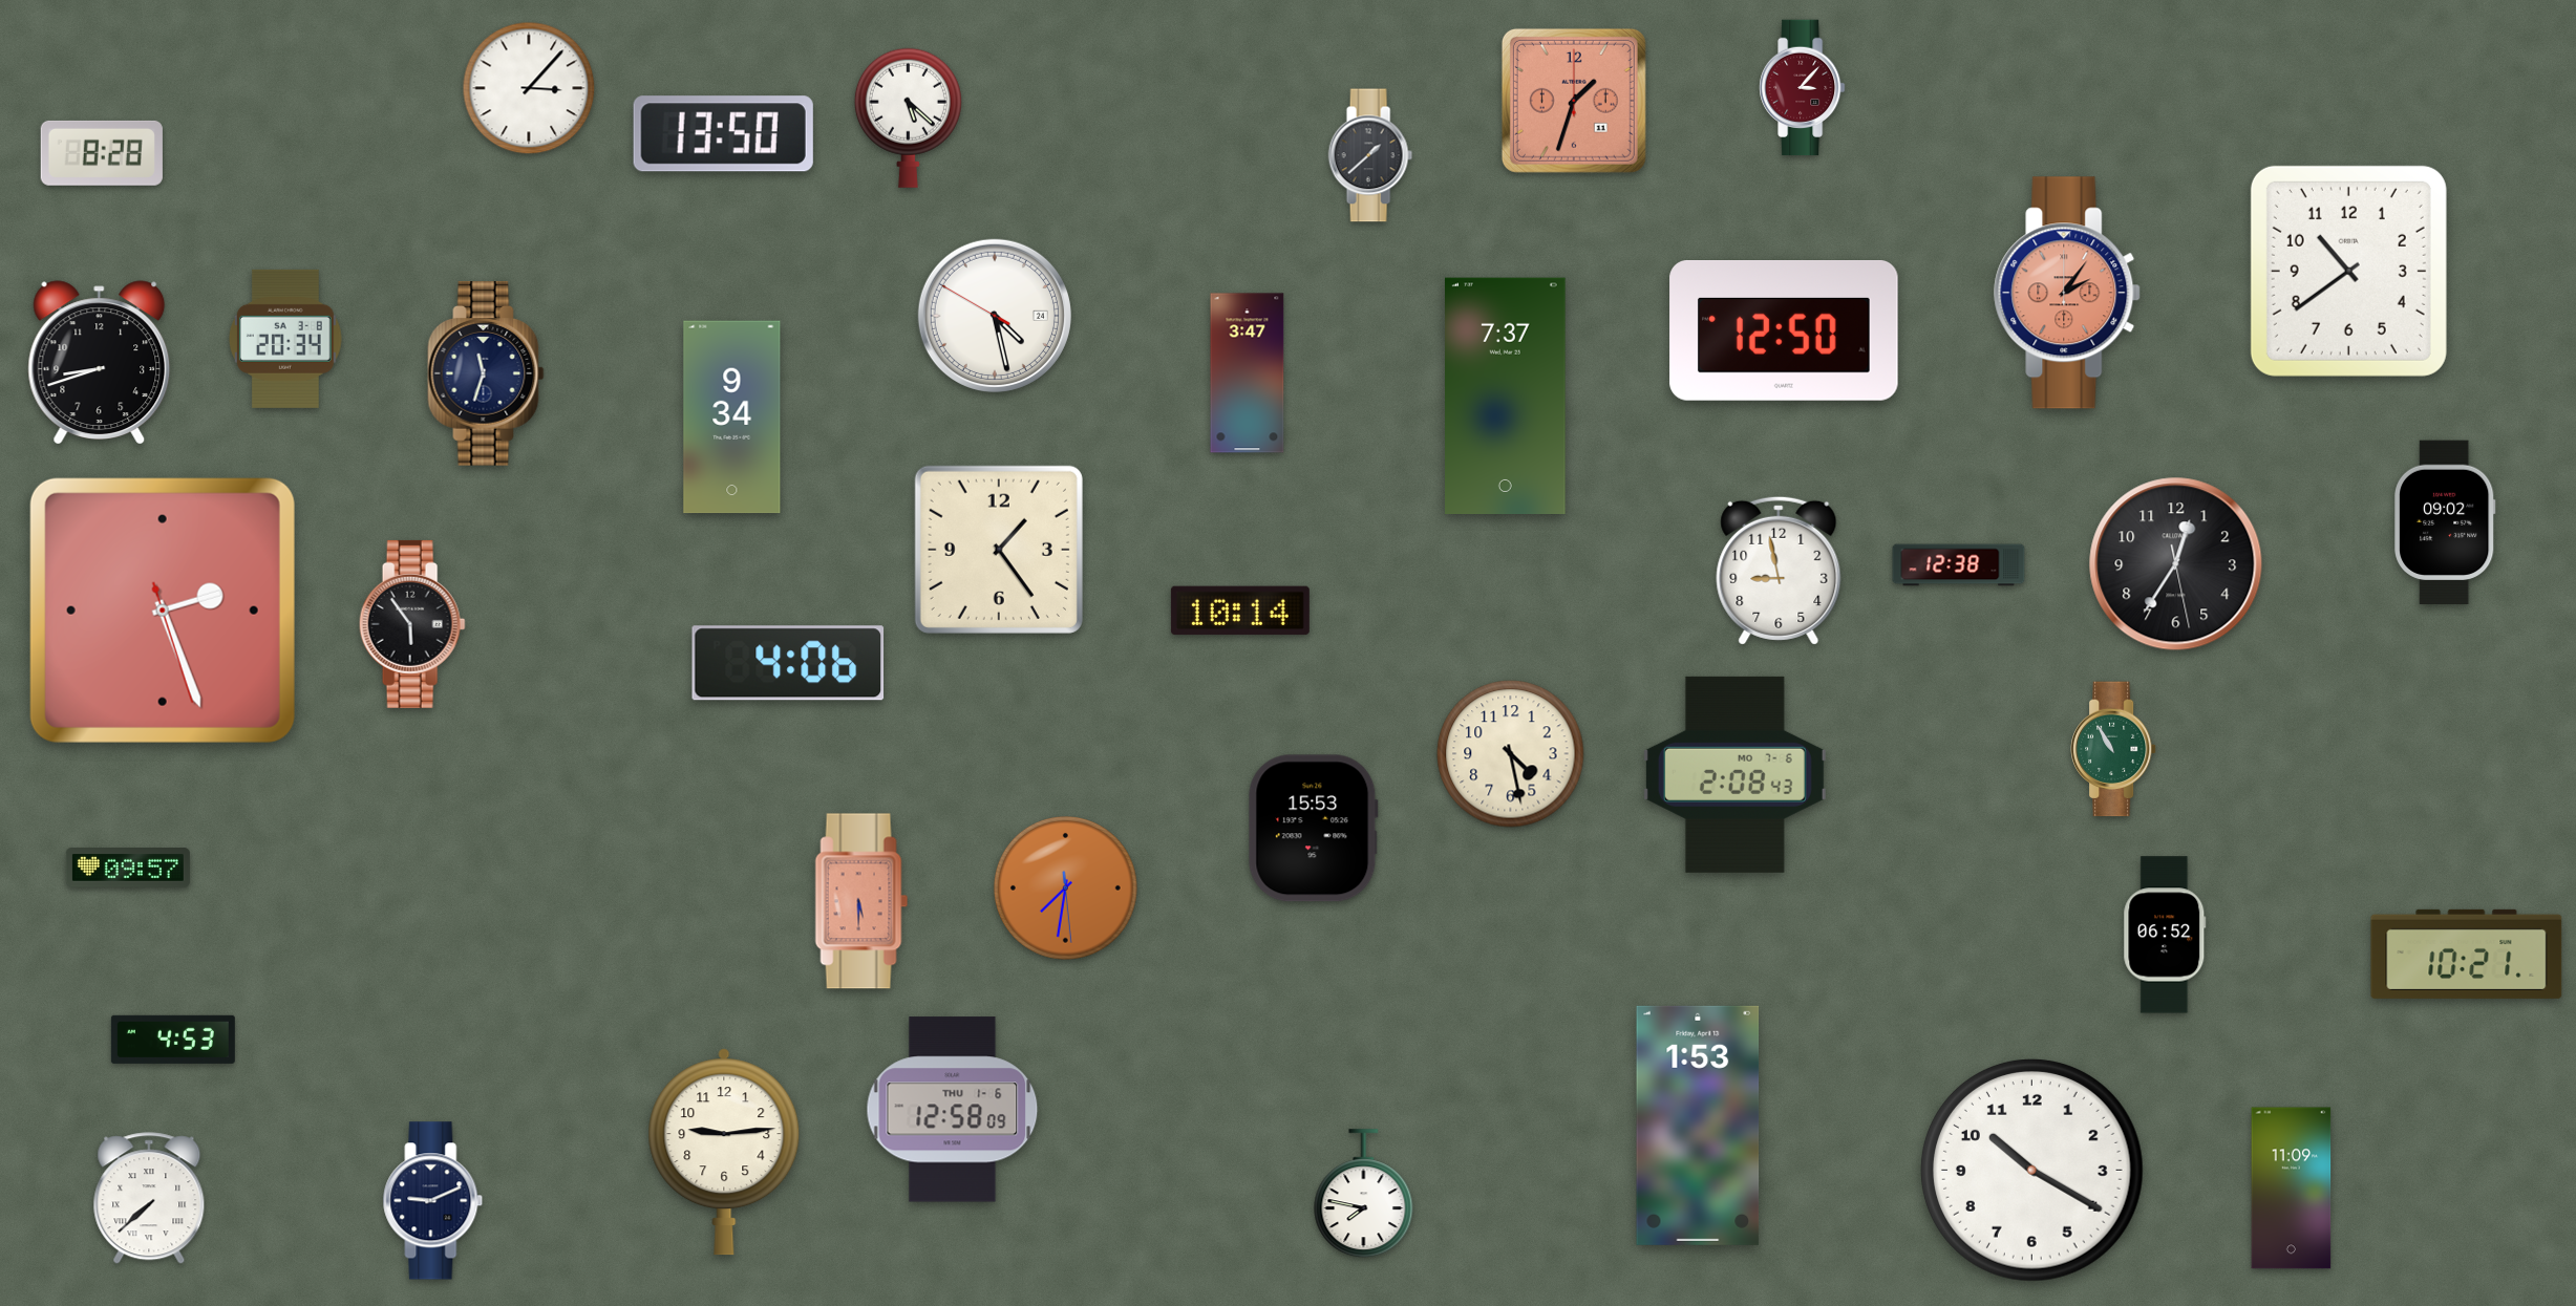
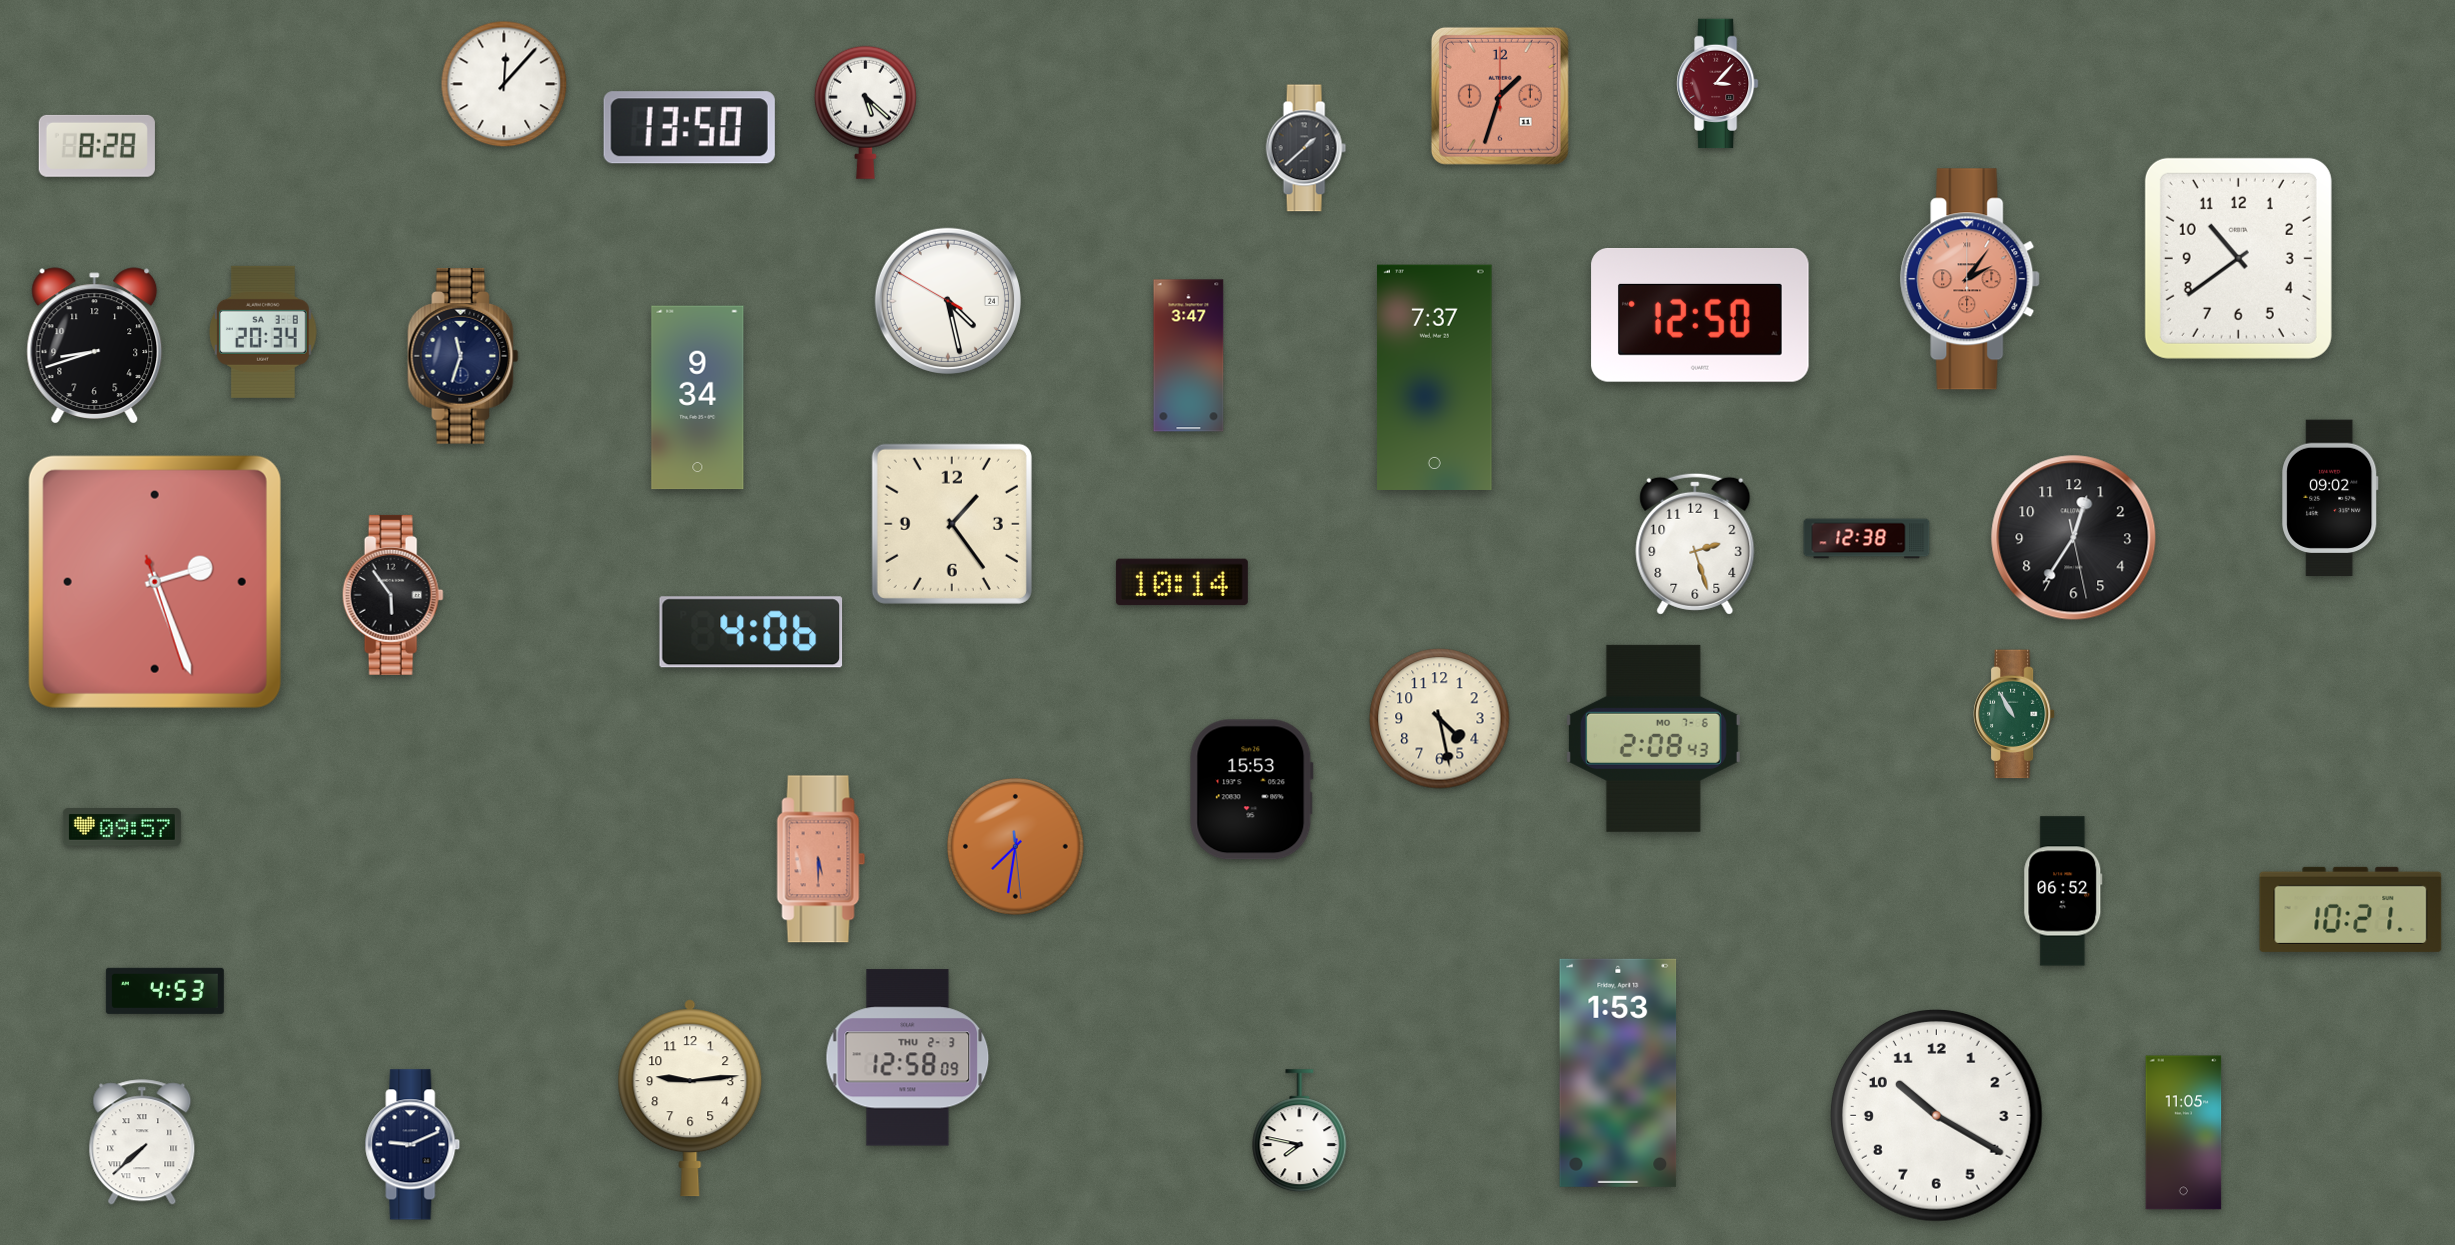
clock at (529, 88): 3:07 -> 12:07
clock at (285, 339) position: (285, 339) -> (263, 332)
clock at (1779, 571): 8:58 -> 2:27
clock at (953, 1110) date: THU 1-6 -> THU 2-3
clock at (2292, 1189): 11:09 -> 11:05
clock at (1364, 1194) position: (1364, 1194) -> (1300, 1131)
